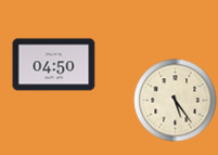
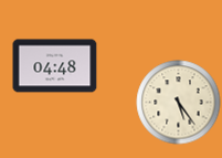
clock at (54, 65): 04:50 -> 04:48
